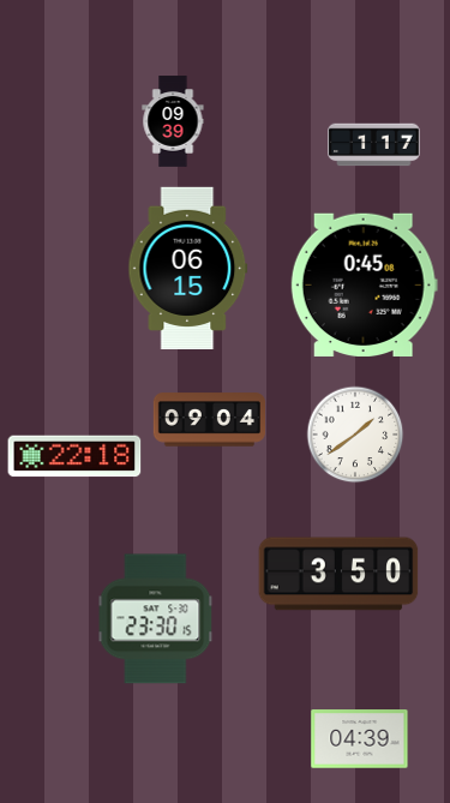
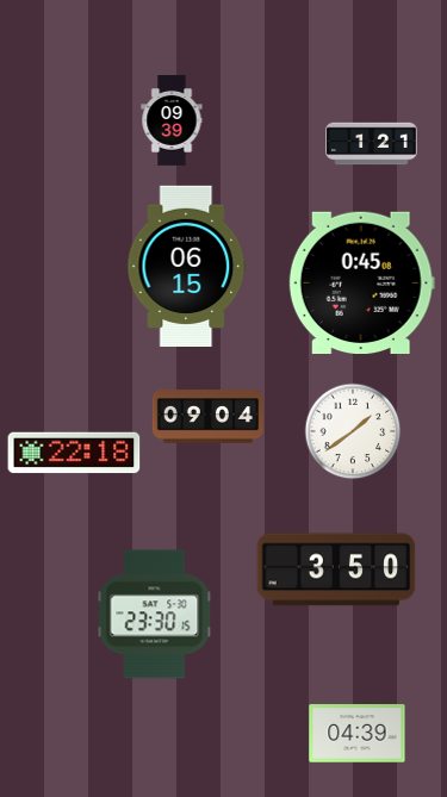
clock at (374, 145): 1:17 -> 1:21
